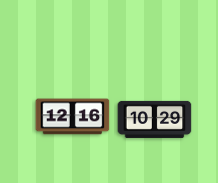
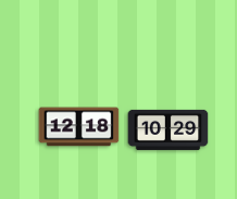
clock at (73, 117): 12:16 -> 12:18
